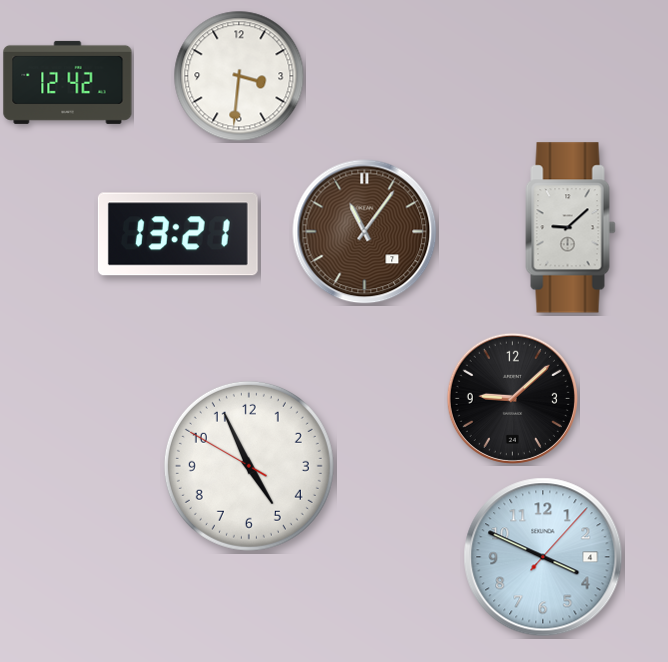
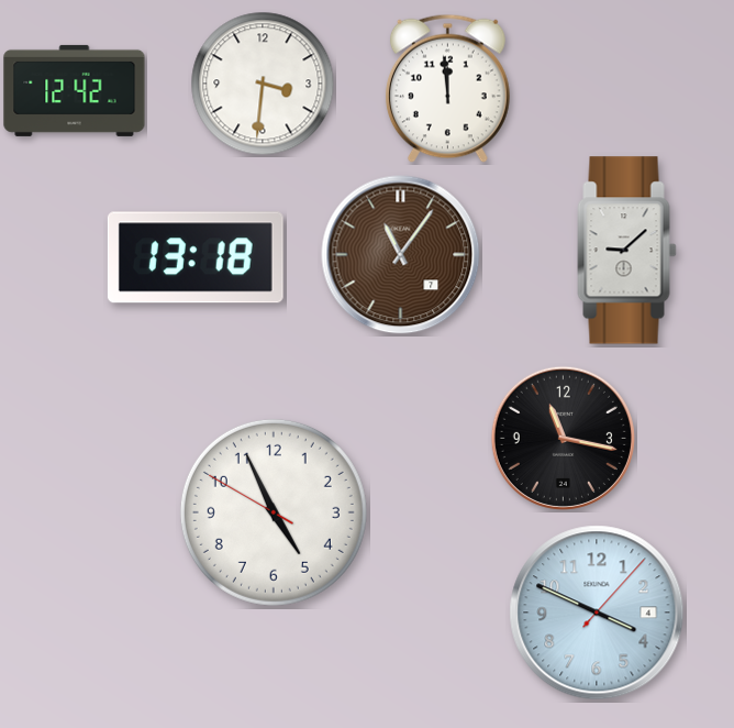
clock at (447, 88): none -> 11:59
clock at (178, 234): 13:21 -> 13:18
clock at (512, 398): 9:08 -> 11:17
